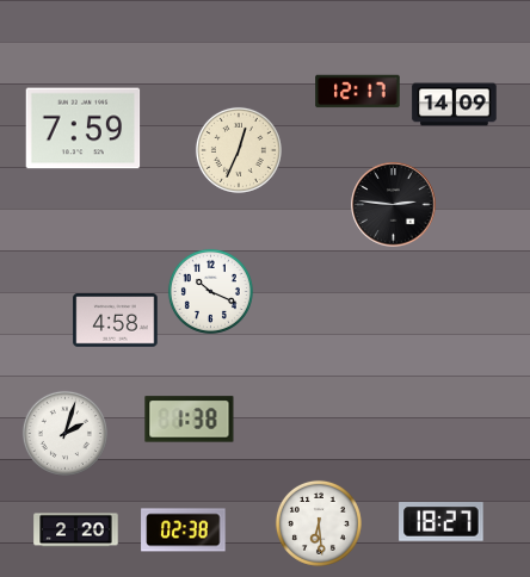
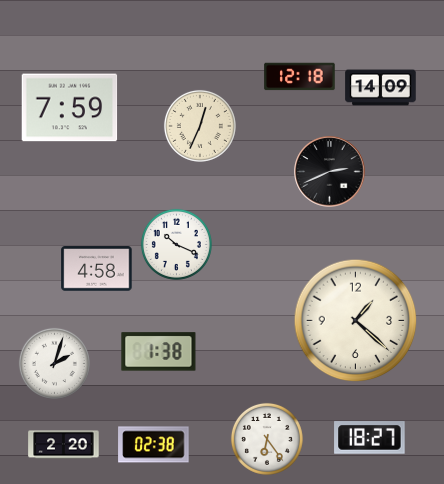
clock at (358, 92): 12:17 -> 12:18
clock at (394, 205): 2:46 -> 2:41
clock at (356, 321): none -> 1:22
clock at (319, 523): 6:29 -> 6:24
